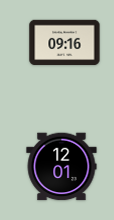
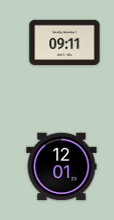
clock at (65, 43): 09:16 -> 09:11
